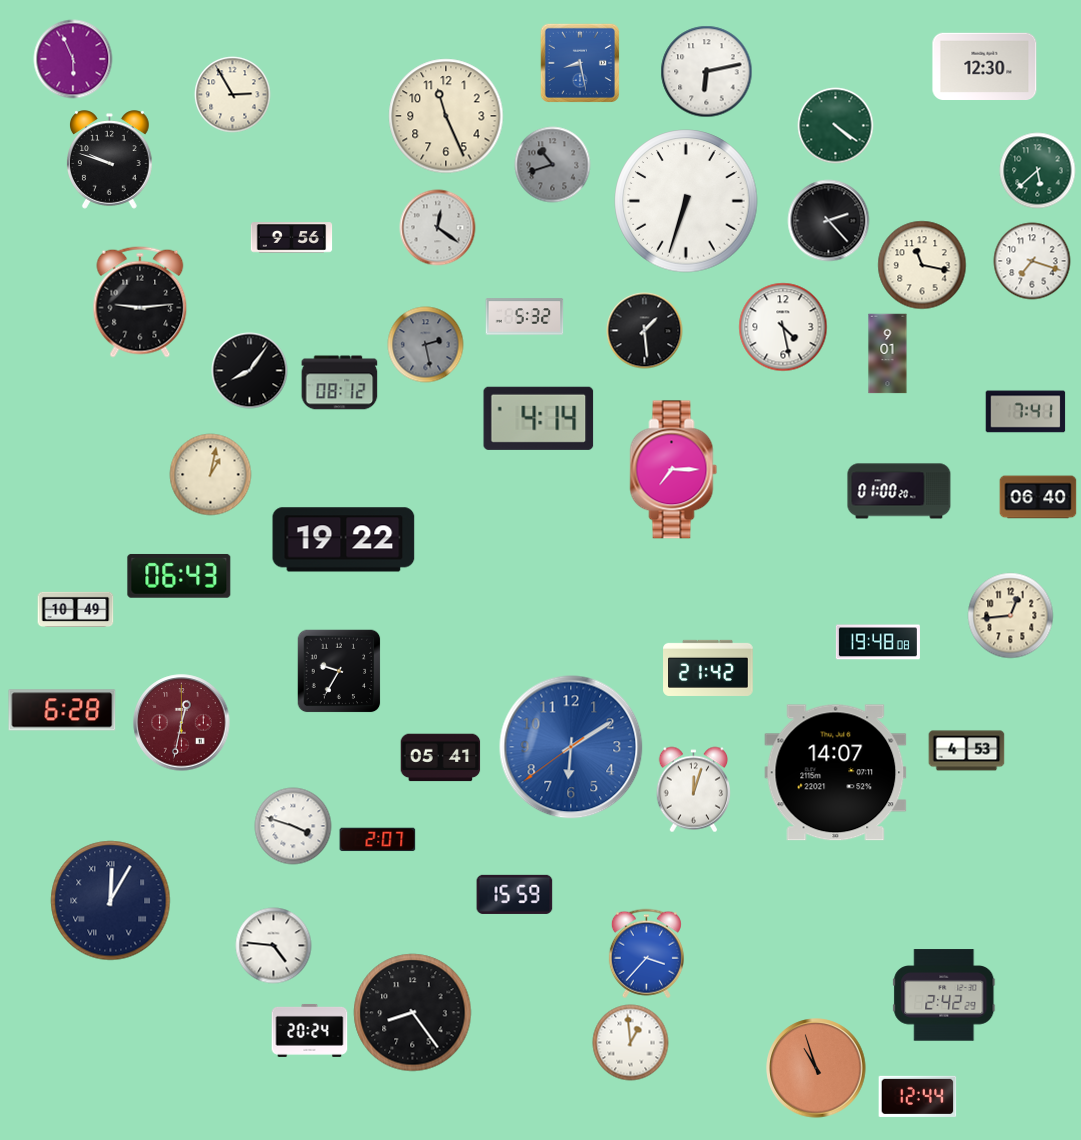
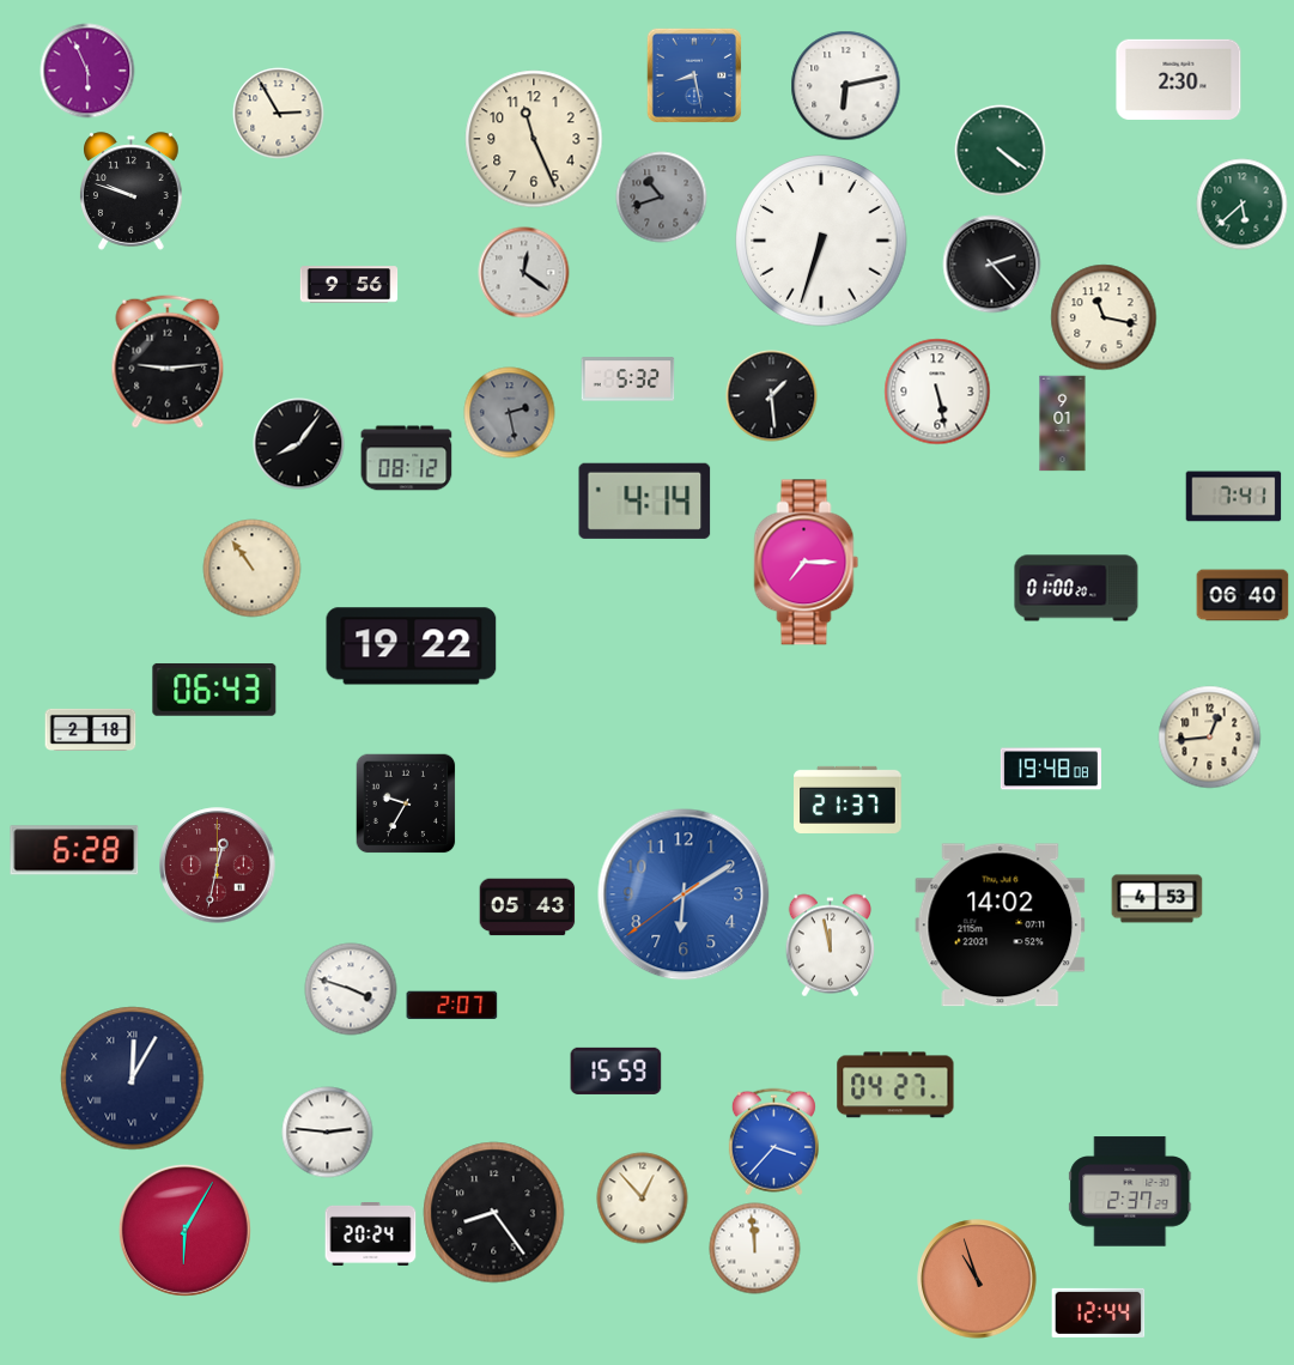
clock at (985, 66): 12:30 -> 2:30
clock at (1032, 261): 7:18 -> none
clock at (783, 327): 4:28 -> 5:28
clock at (1026, 412) position: (1026, 412) -> (1234, 497)
clock at (211, 475): 1:02 -> 10:54
clock at (76, 609): 10:49 -> 2:18
clock at (708, 668): 21:42 -> 21:37
clock at (441, 758): 05:41 -> 05:43
clock at (836, 773): 14:07 -> 14:02
clock at (693, 790): 12:03 -> 11:58
clock at (895, 1085): none -> 04:27
clock at (274, 946): 4:46 -> 2:46
clock at (944, 995): 2:42 -> 2:37
clock at (643, 1199): none -> 12:53
clock at (184, 1230): none -> 6:05
clock at (631, 1043): 12:59 -> 11:59
